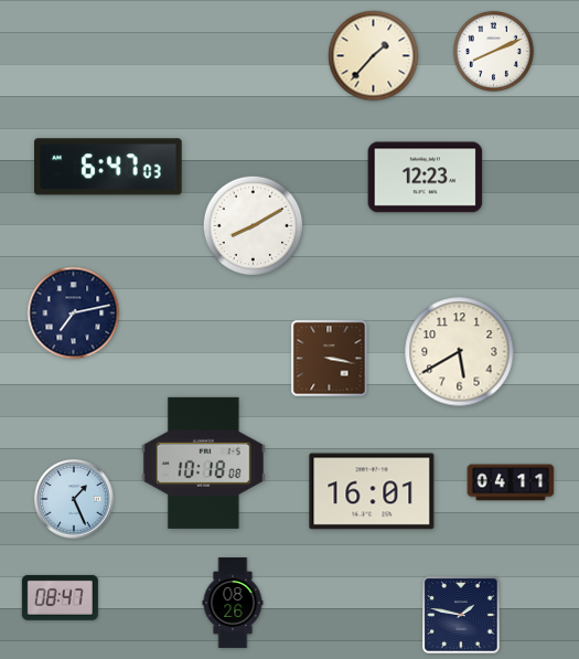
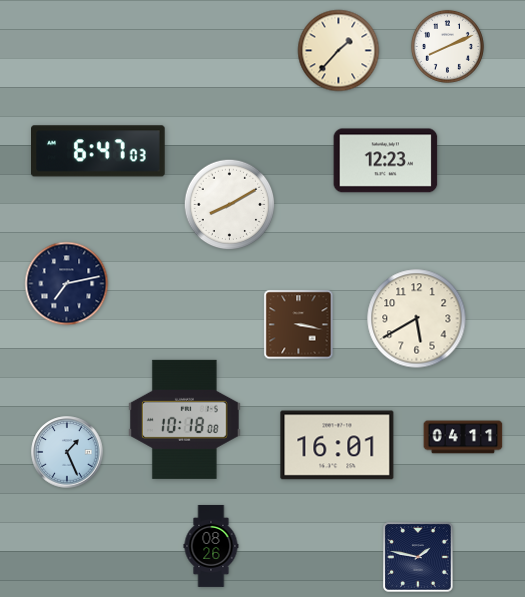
clock at (60, 597): 08:47 -> none
